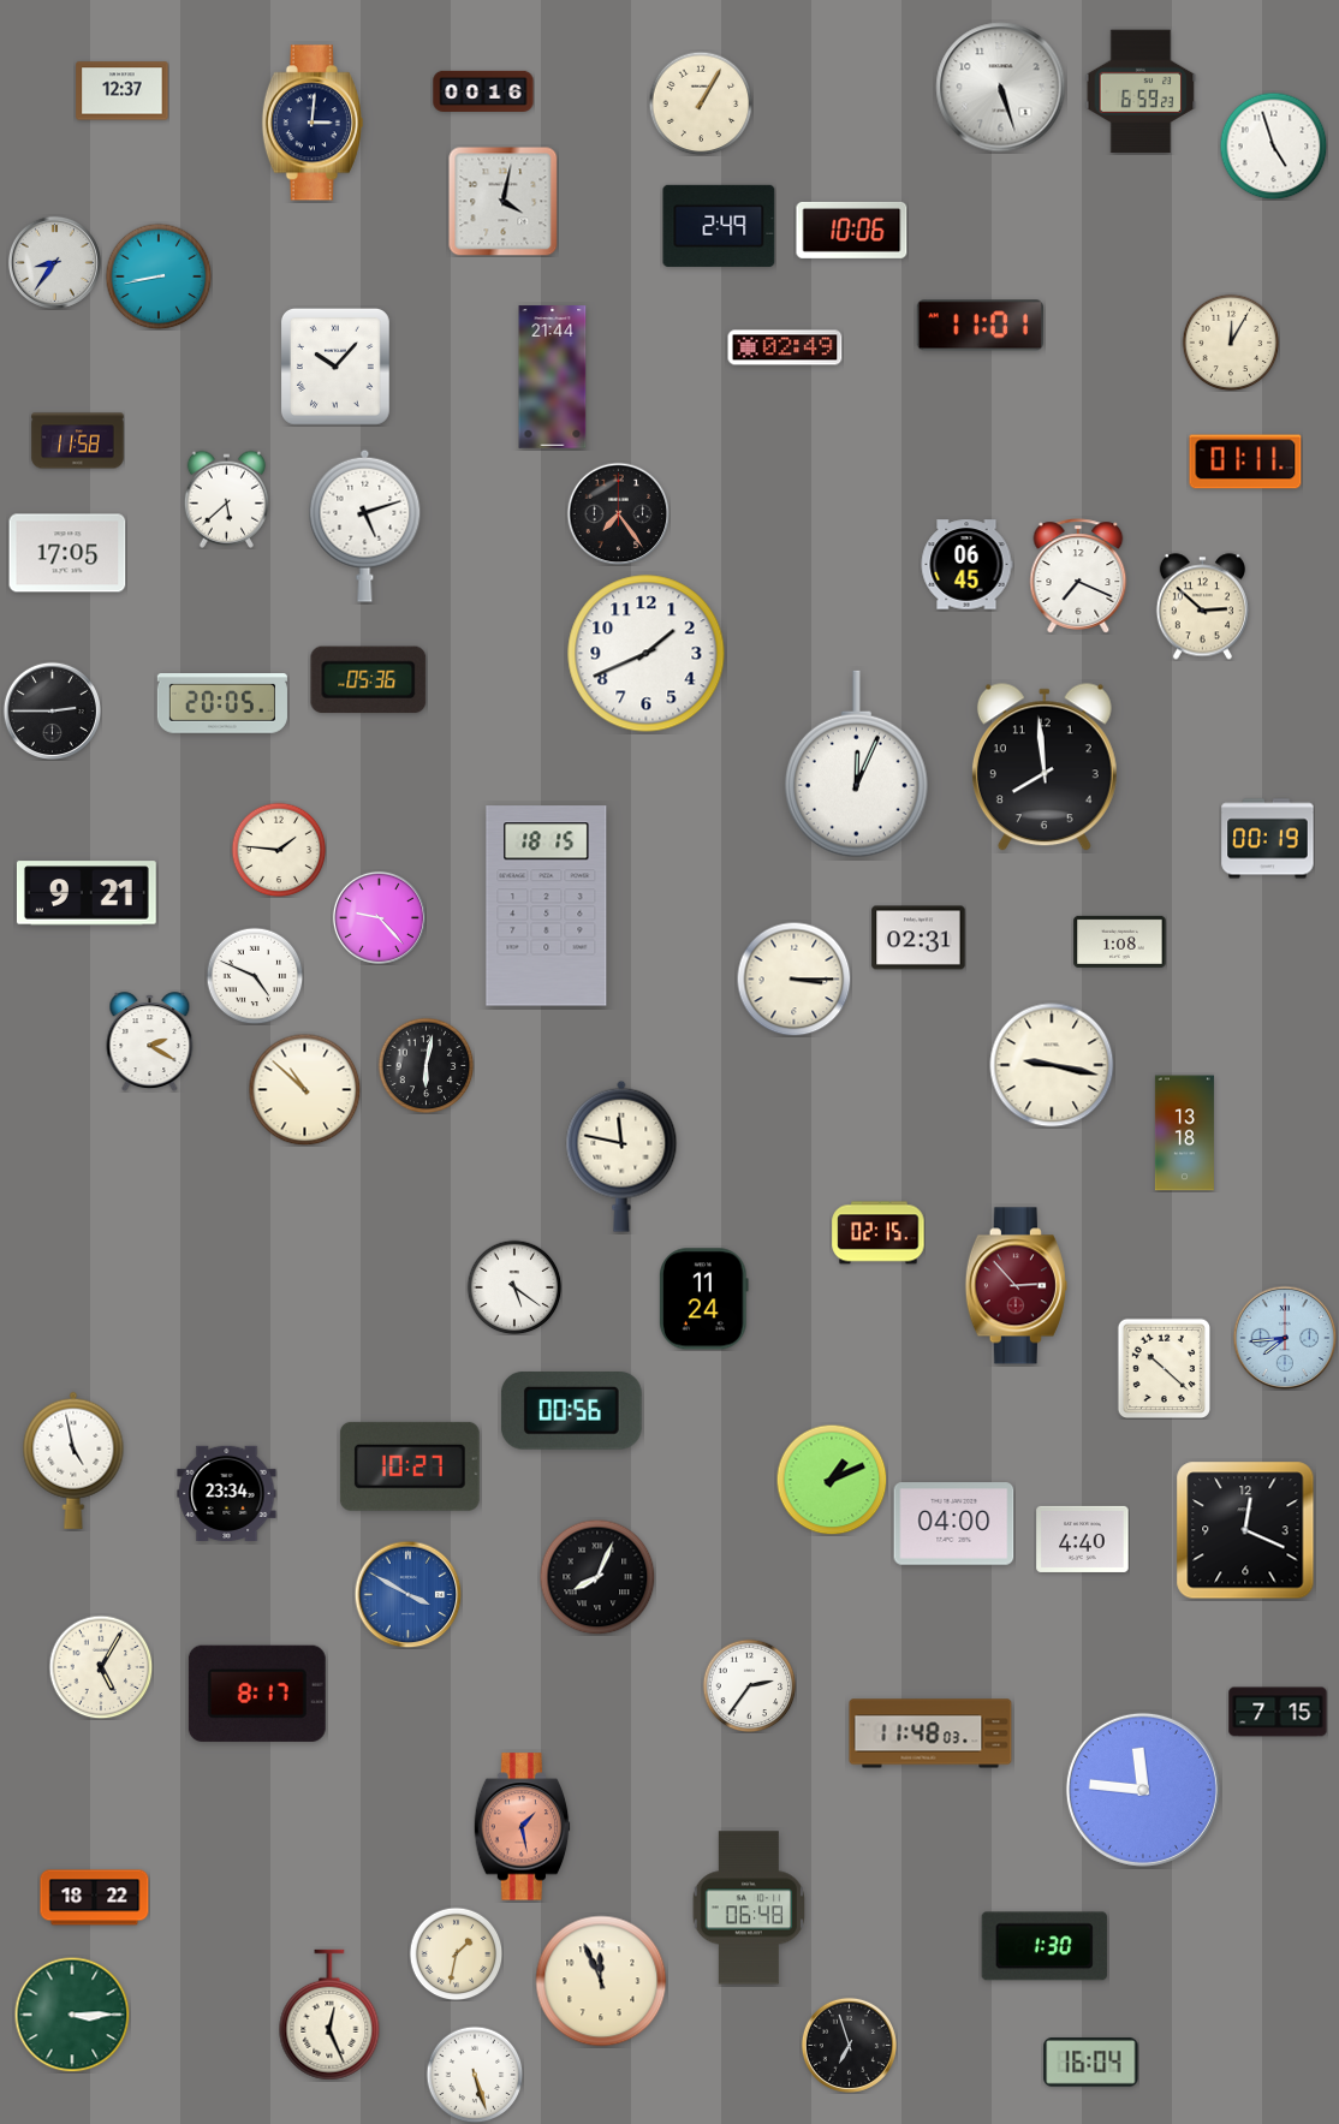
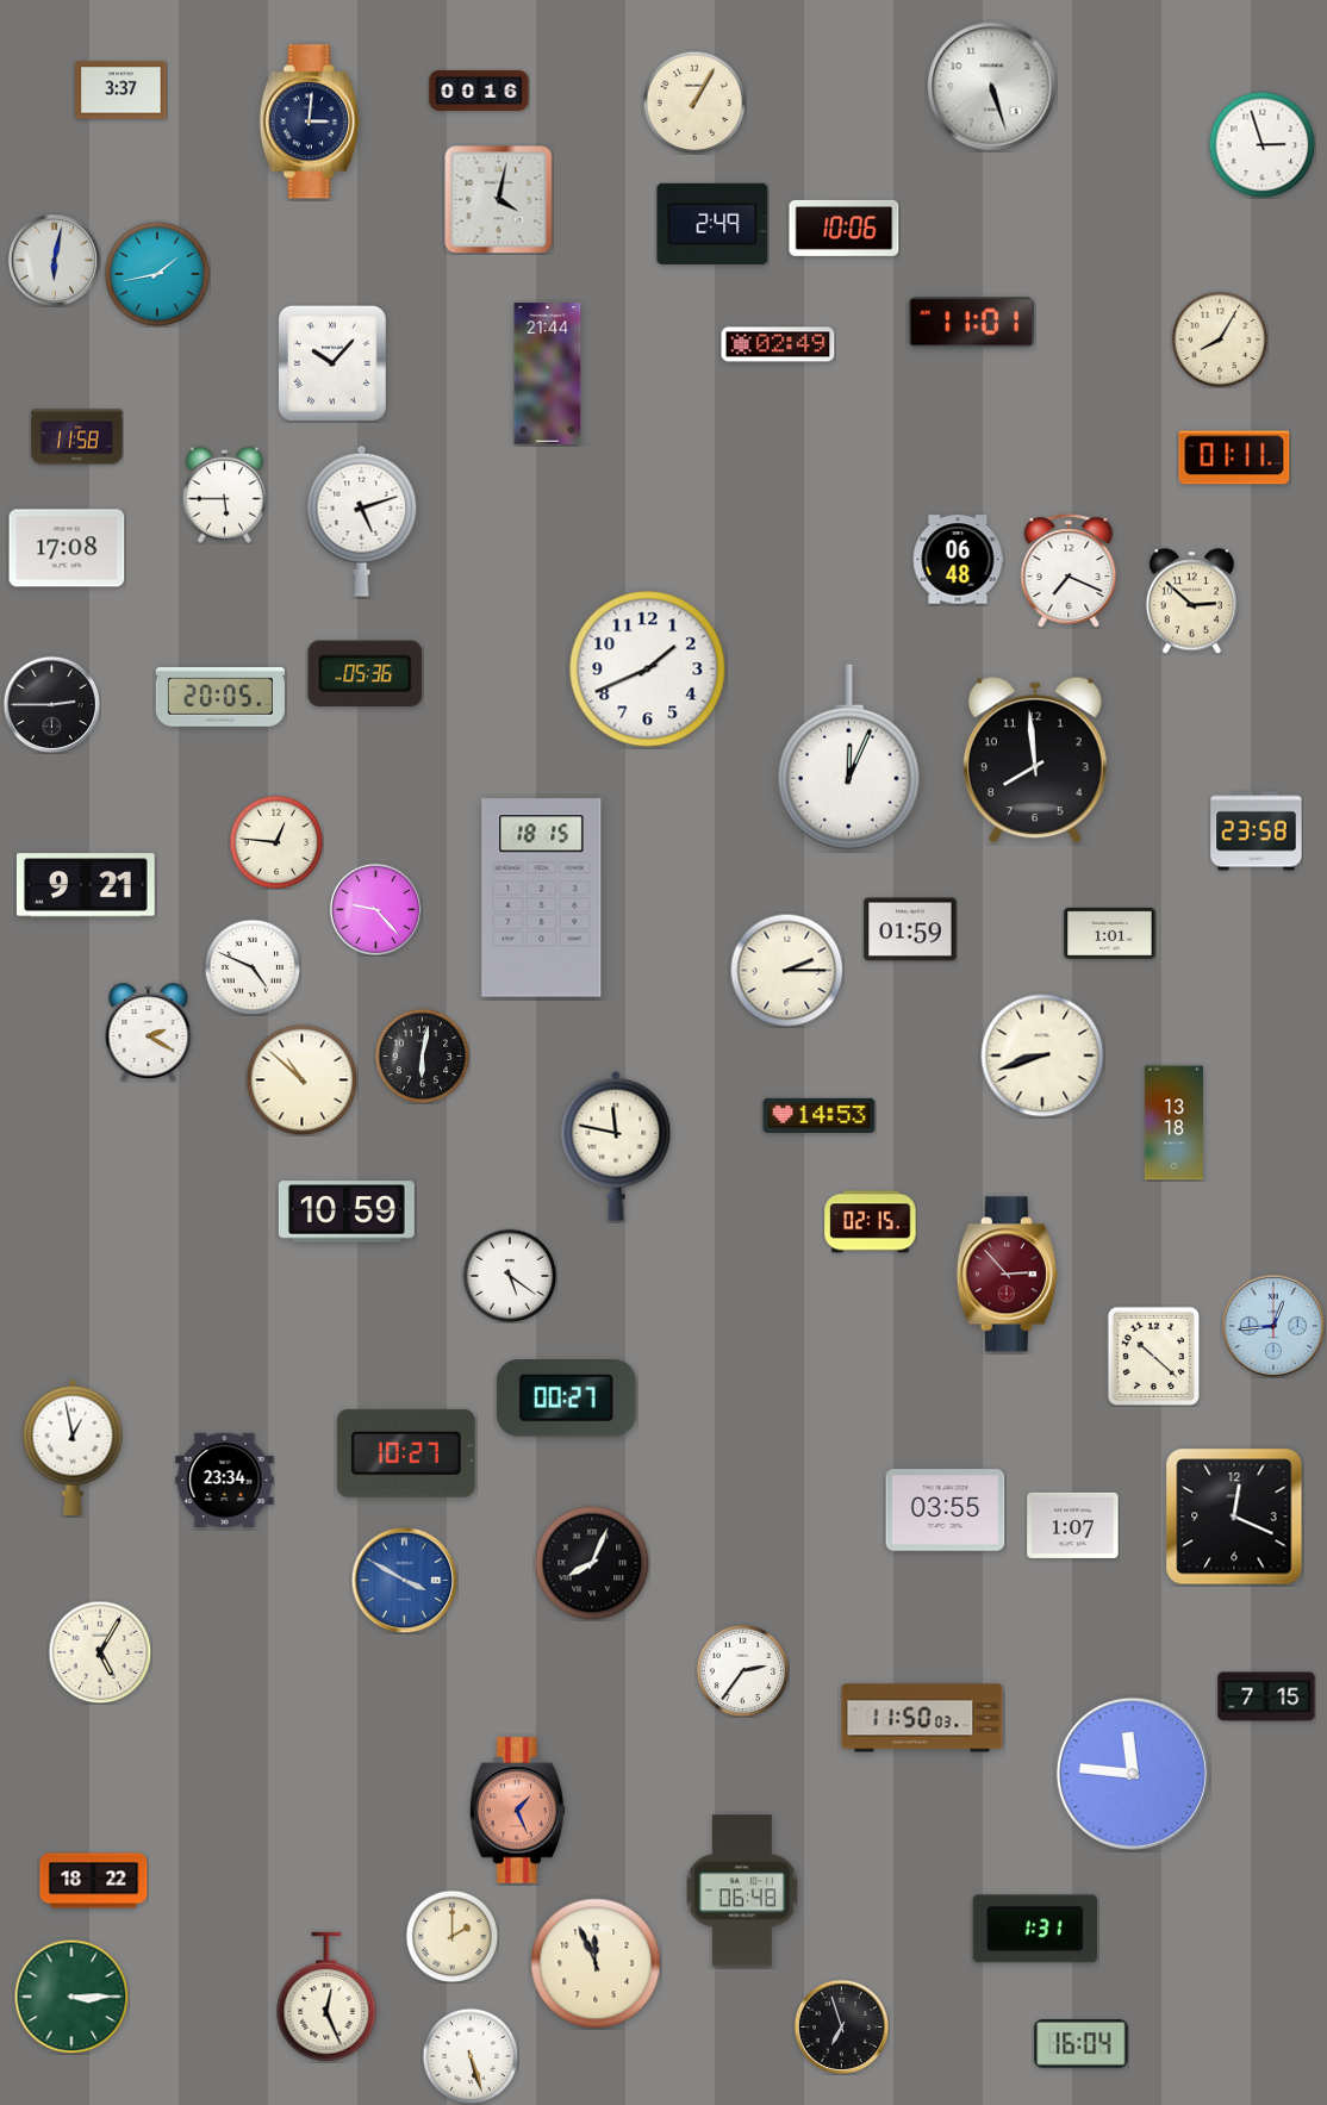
clock at (123, 91): 12:37 -> 3:37
clock at (1141, 91): 6:59 -> none
clock at (1273, 145): 4:57 -> 2:57
clock at (54, 262): 8:36 -> 6:02
clock at (159, 276): 8:43 -> 1:43
clock at (1231, 343): 12:05 -> 8:05
clock at (226, 499): 5:38 -> 5:45
clock at (618, 513): 7:24 -> none
clock at (67, 553): 17:05 -> 17:08
clock at (966, 565): 06:45 -> 06:48
clock at (647, 654) position: (647, 654) -> (648, 670)
clock at (1268, 839): 00:19 -> 23:58
clock at (279, 850): 1:46 -> 12:46
clock at (918, 938): 02:31 -> 01:59
clock at (1120, 941): 1:08 -> 1:01
clock at (793, 978): 3:15 -> 2:15
clock at (1052, 1065): 9:17 -> 8:42
clock at (820, 1115): none -> 14:53
clock at (347, 1212): none -> 10:59
clock at (704, 1299): 11:24 -> none
clock at (1285, 1338): 7:44 -> 12:44
clock at (571, 1411): 00:56 -> 00:27
clock at (73, 1460): 4:58 -> 12:58
clock at (832, 1480): 1:11 -> none
clock at (954, 1524): 04:00 -> 03:55
clock at (1083, 1539): 4:40 -> 1:07
clock at (257, 1694): 8:17 -> none
clock at (930, 1733): 11:48 -> 11:50
clock at (523, 1827): 1:28 -> 1:26
clock at (1045, 1946): 1:30 -> 1:31
clock at (456, 1953): 1:32 -> 2:00
